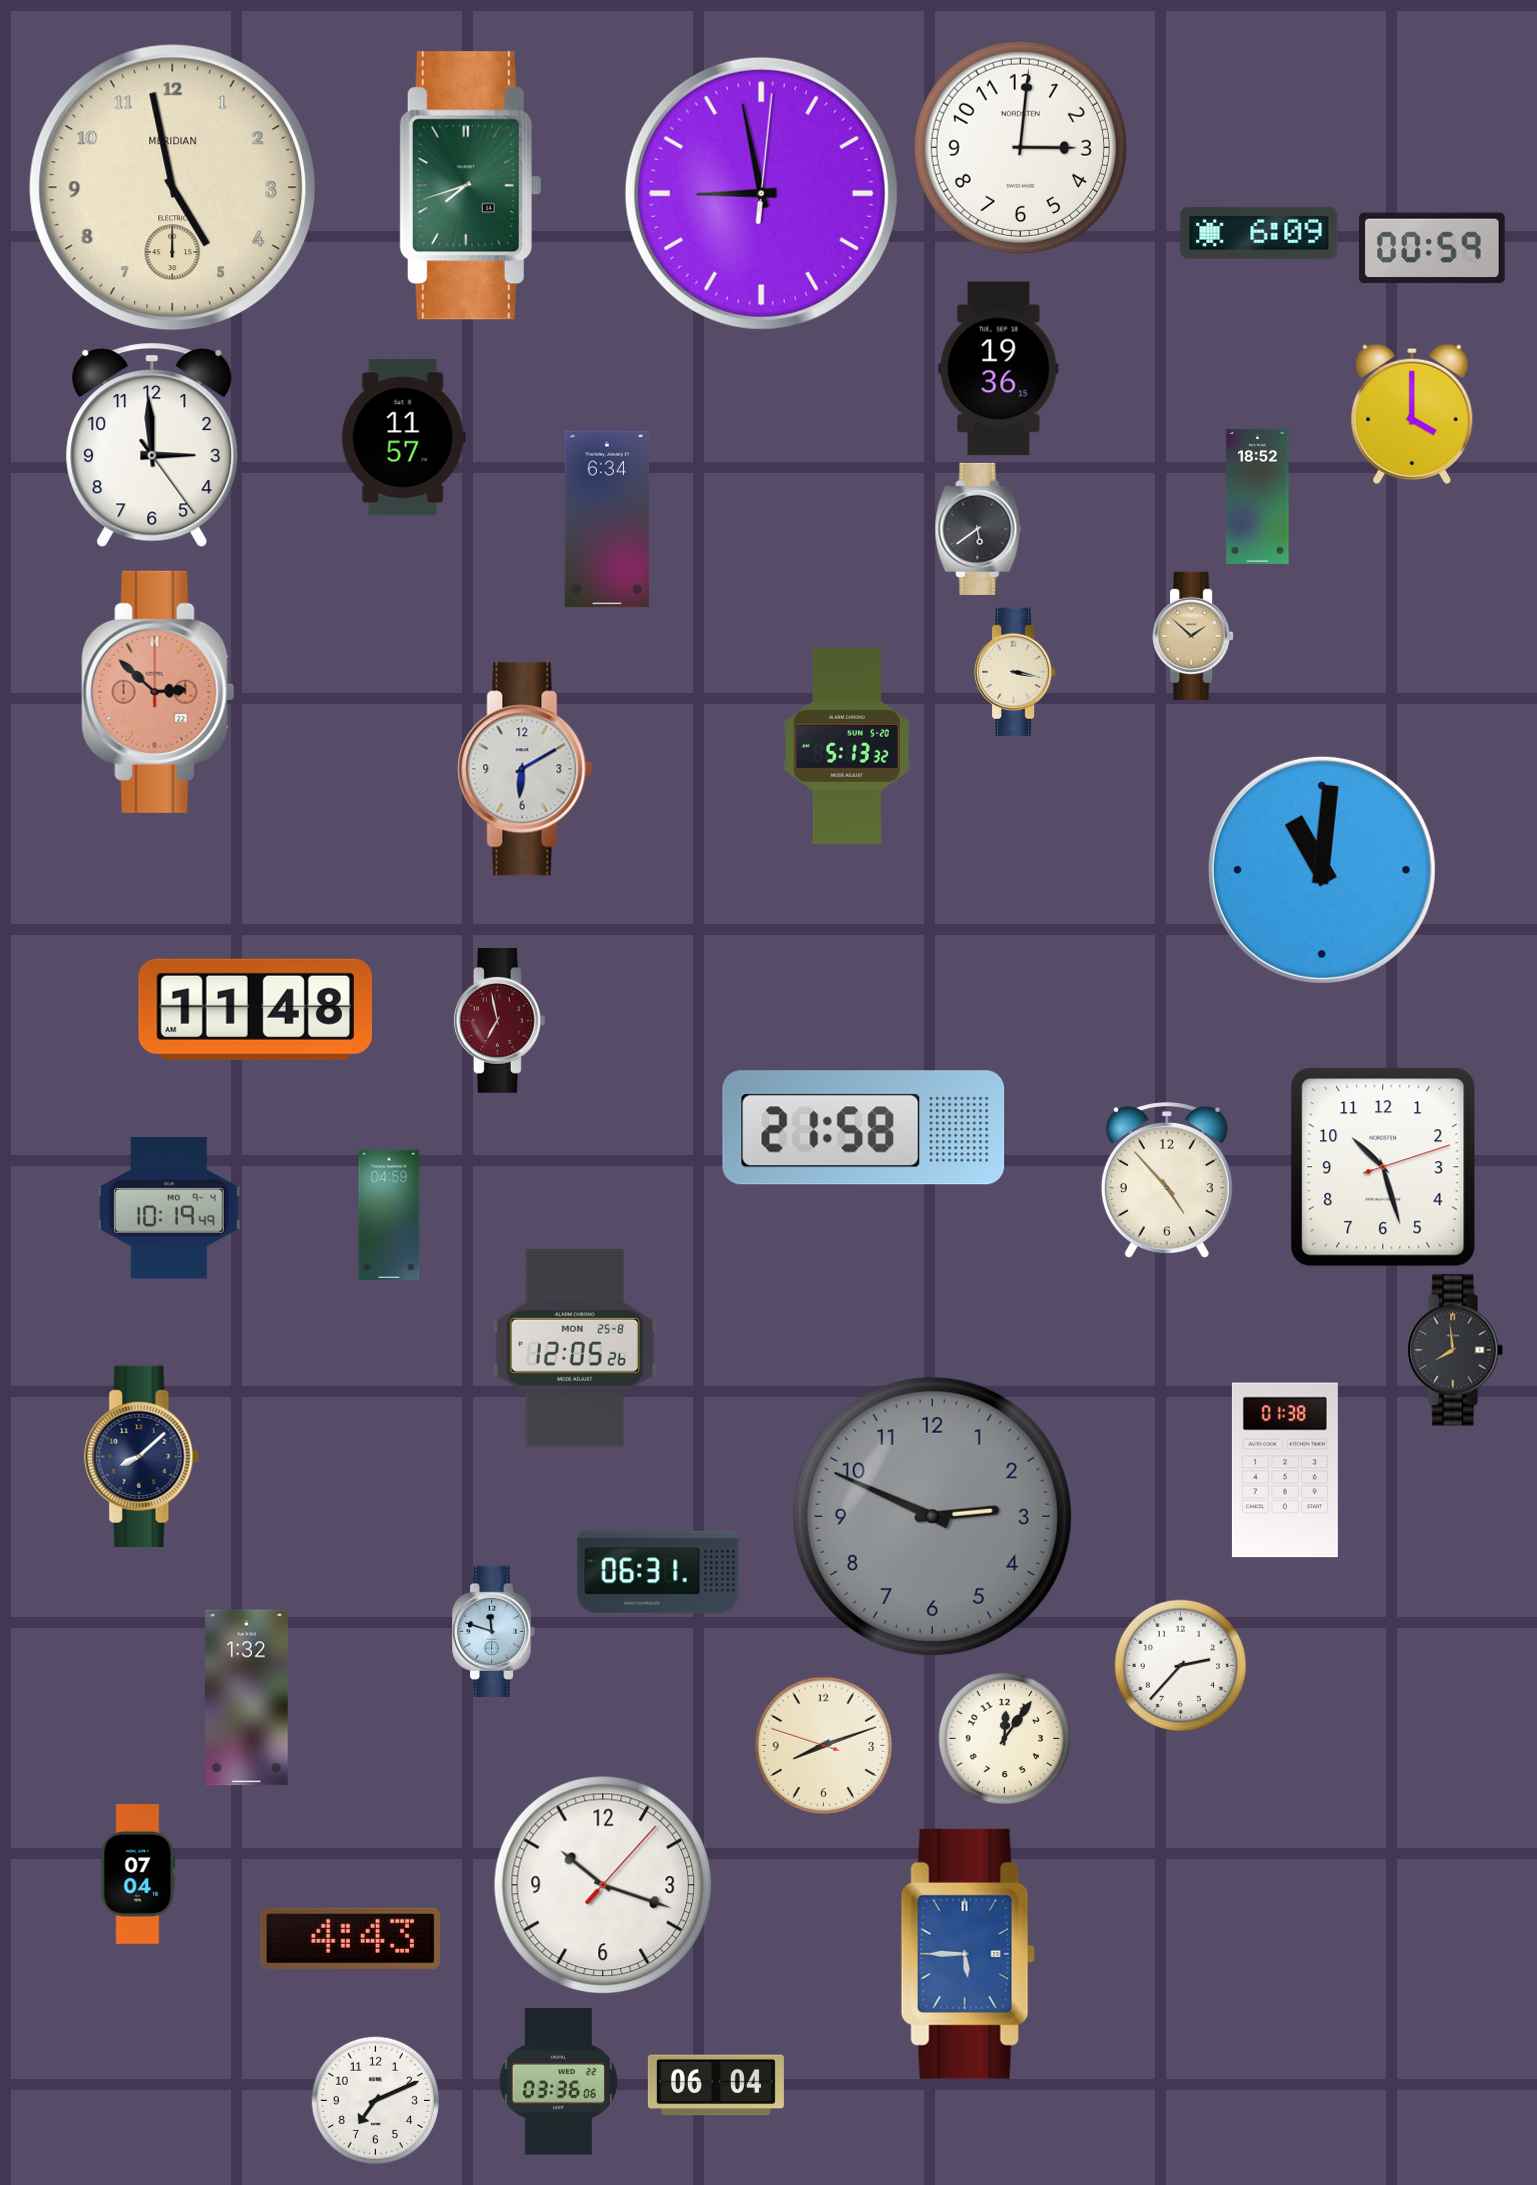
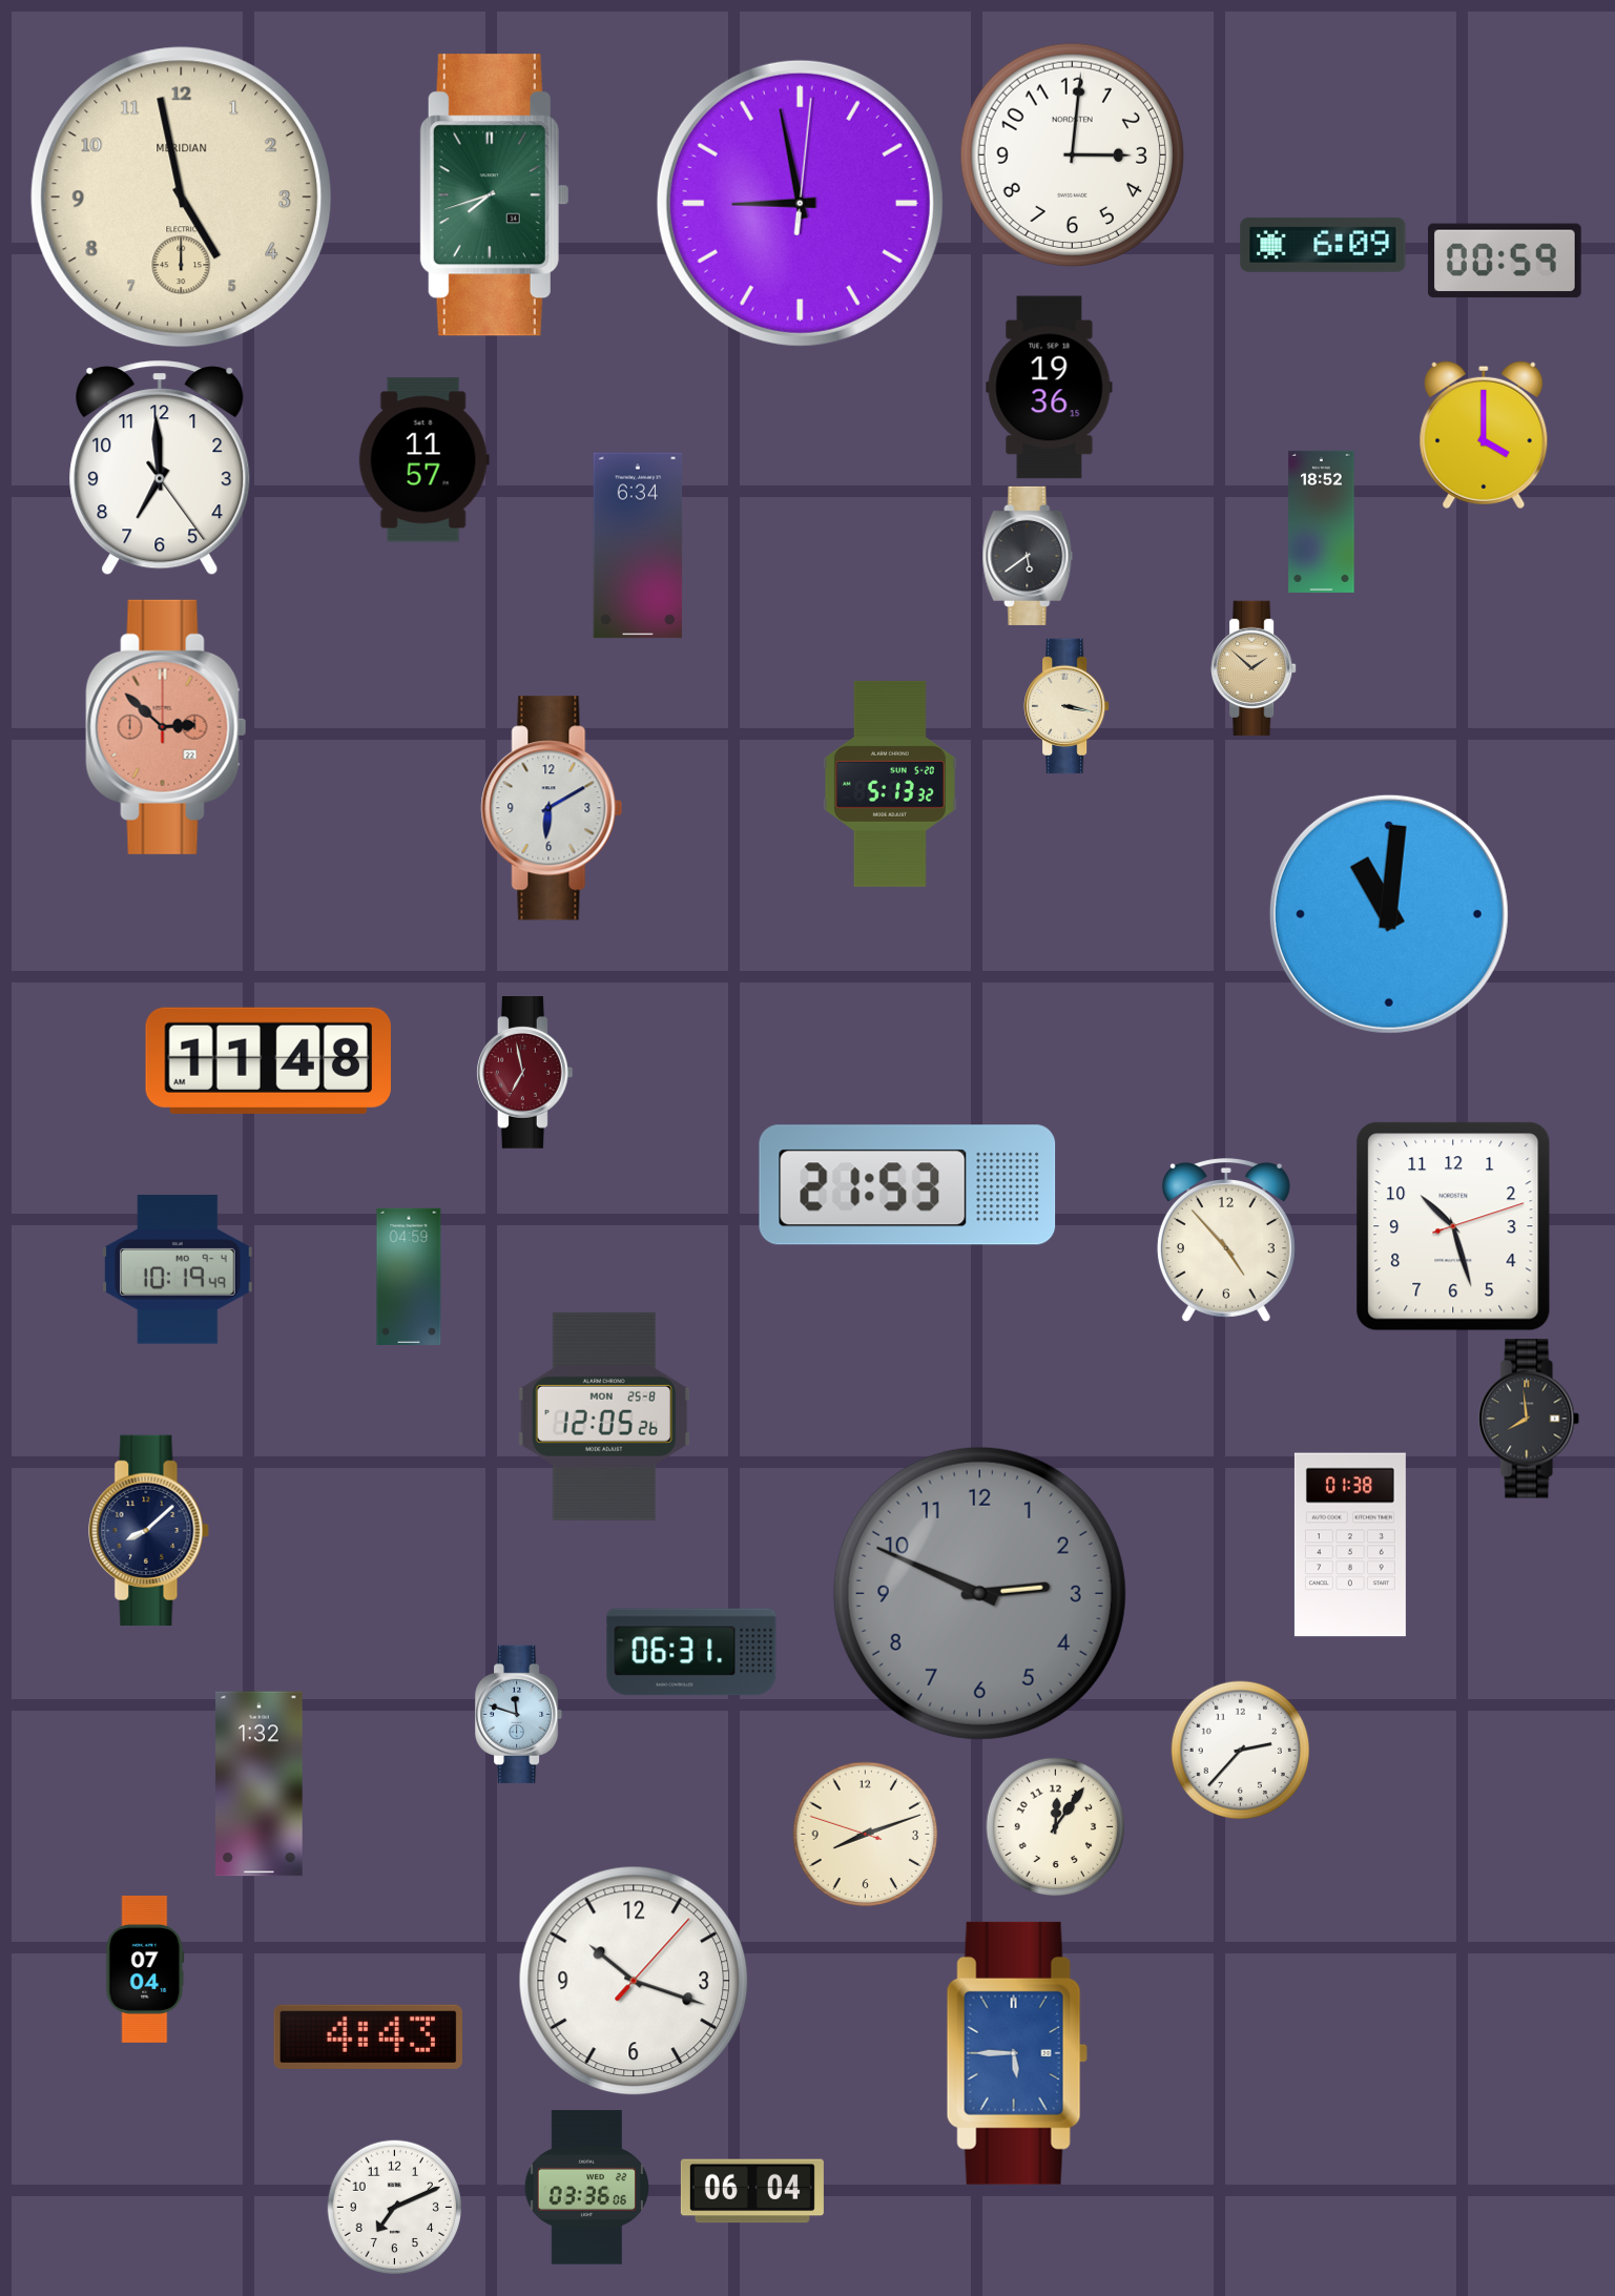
clock at (152, 445): 2:59 -> 6:59
clock at (864, 1128): 21:58 -> 21:53
